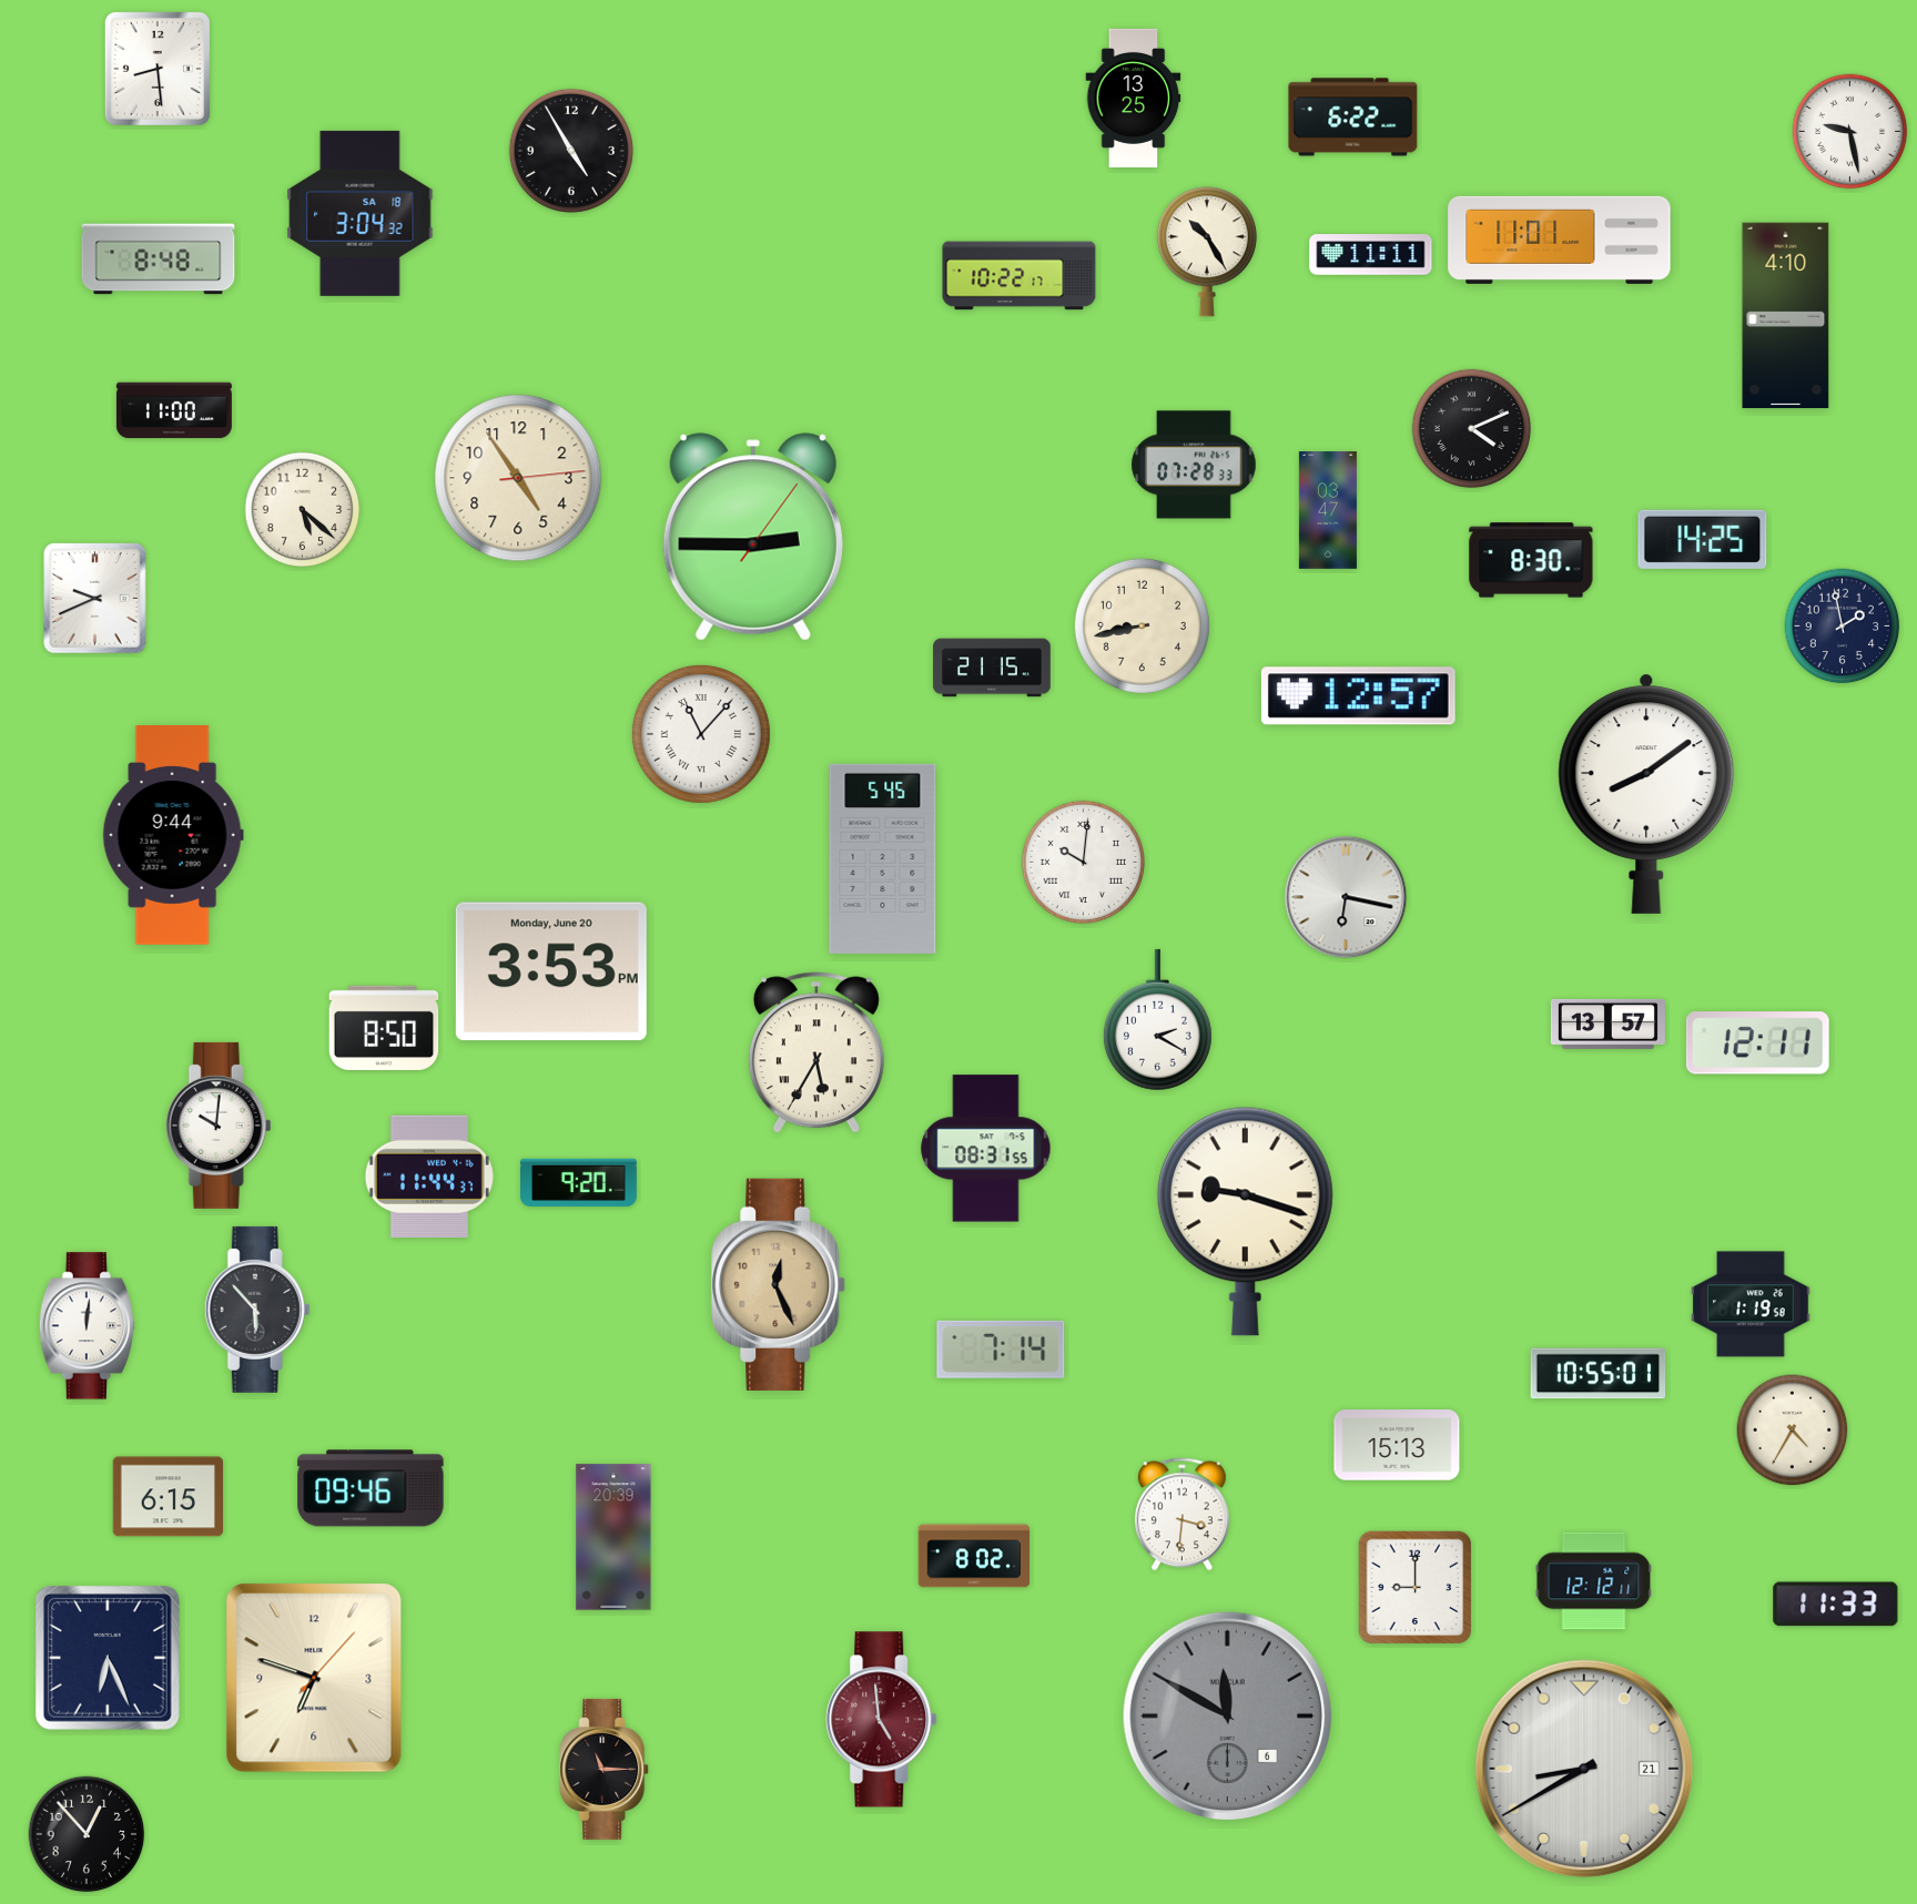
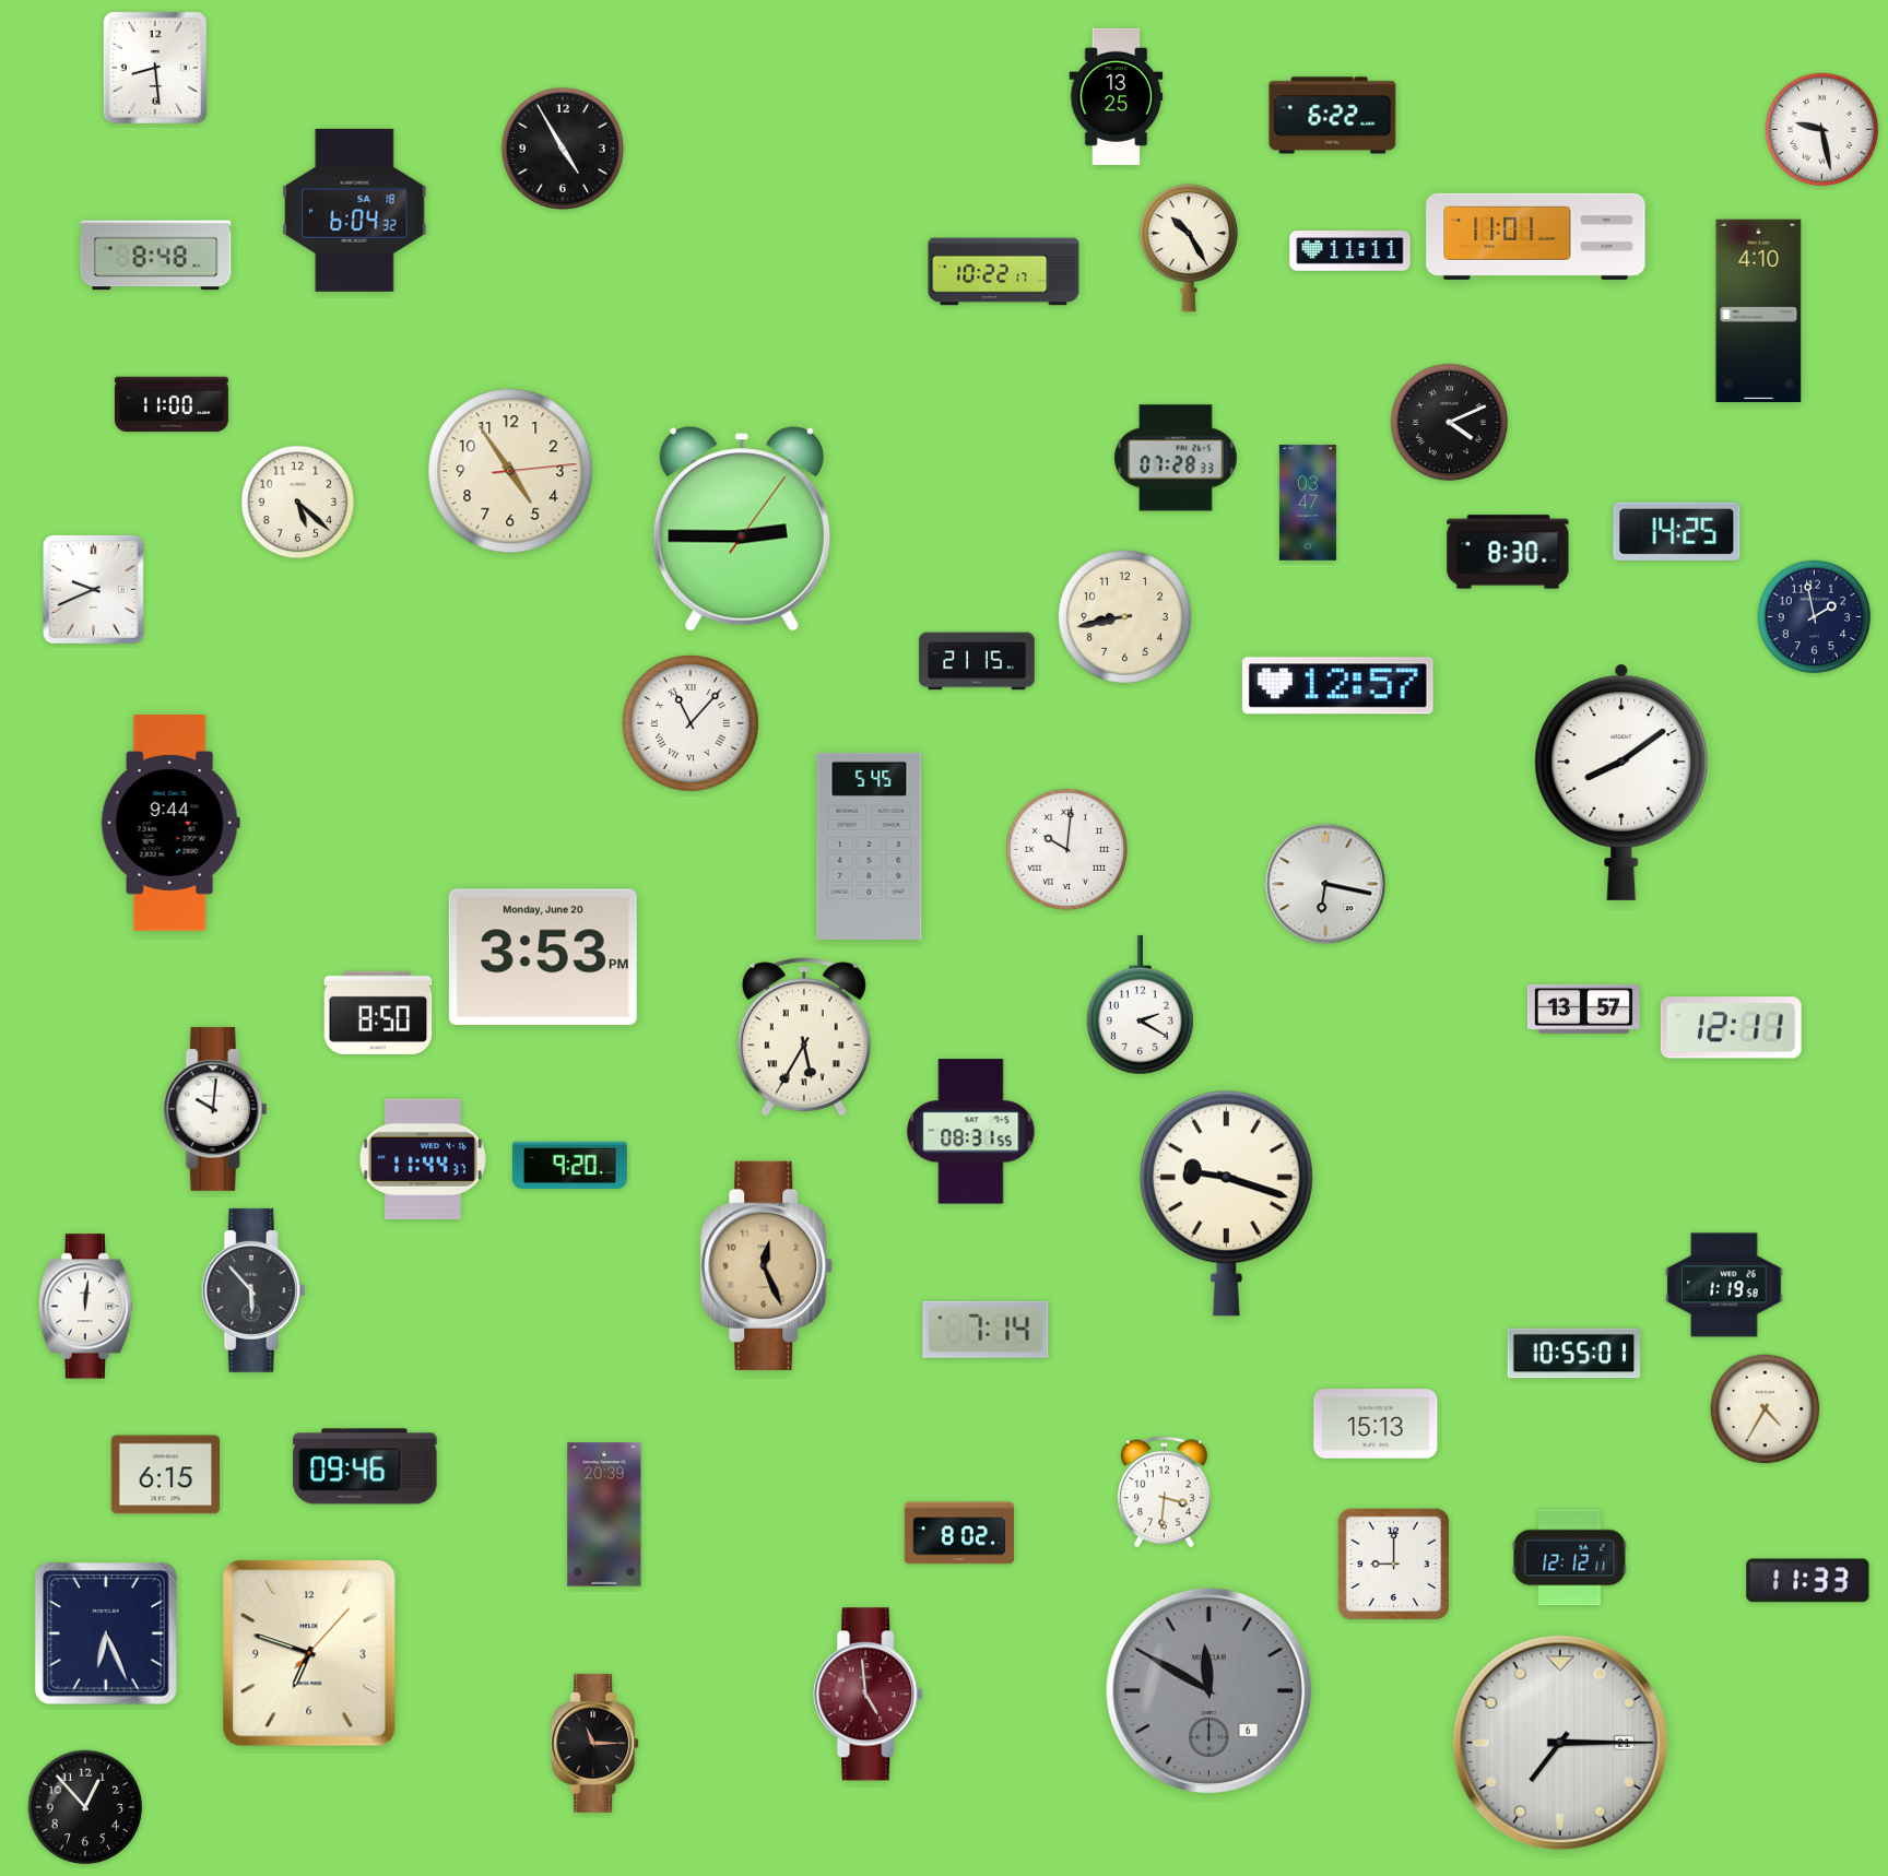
clock at (361, 213): 3:04 -> 6:04
clock at (992, 668) position: (992, 668) -> (977, 661)
clock at (1583, 1768): 8:40 -> 7:15
